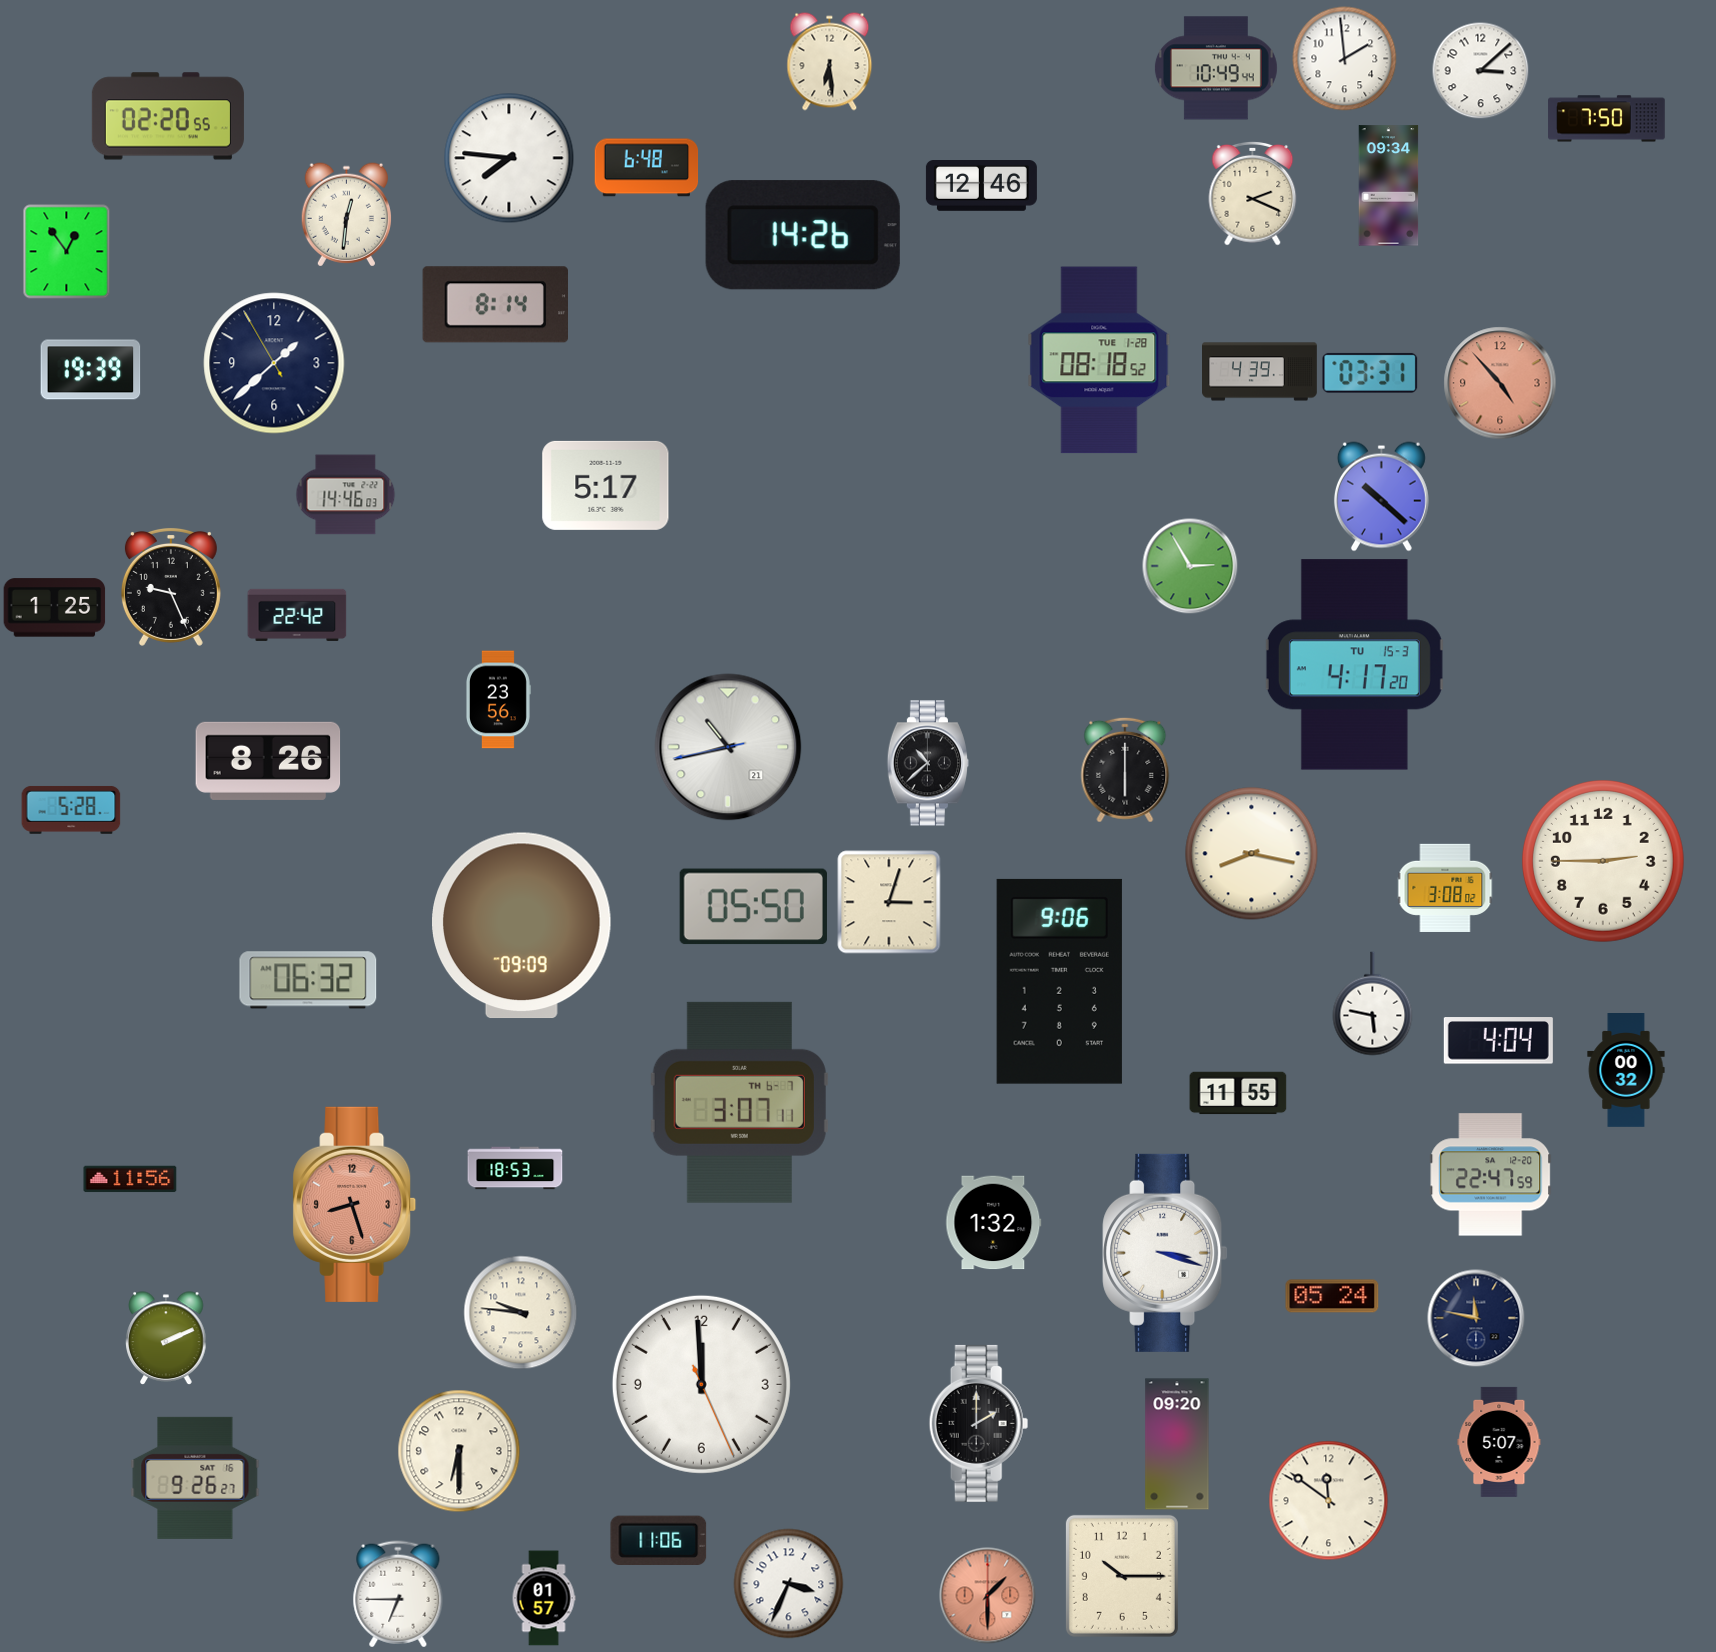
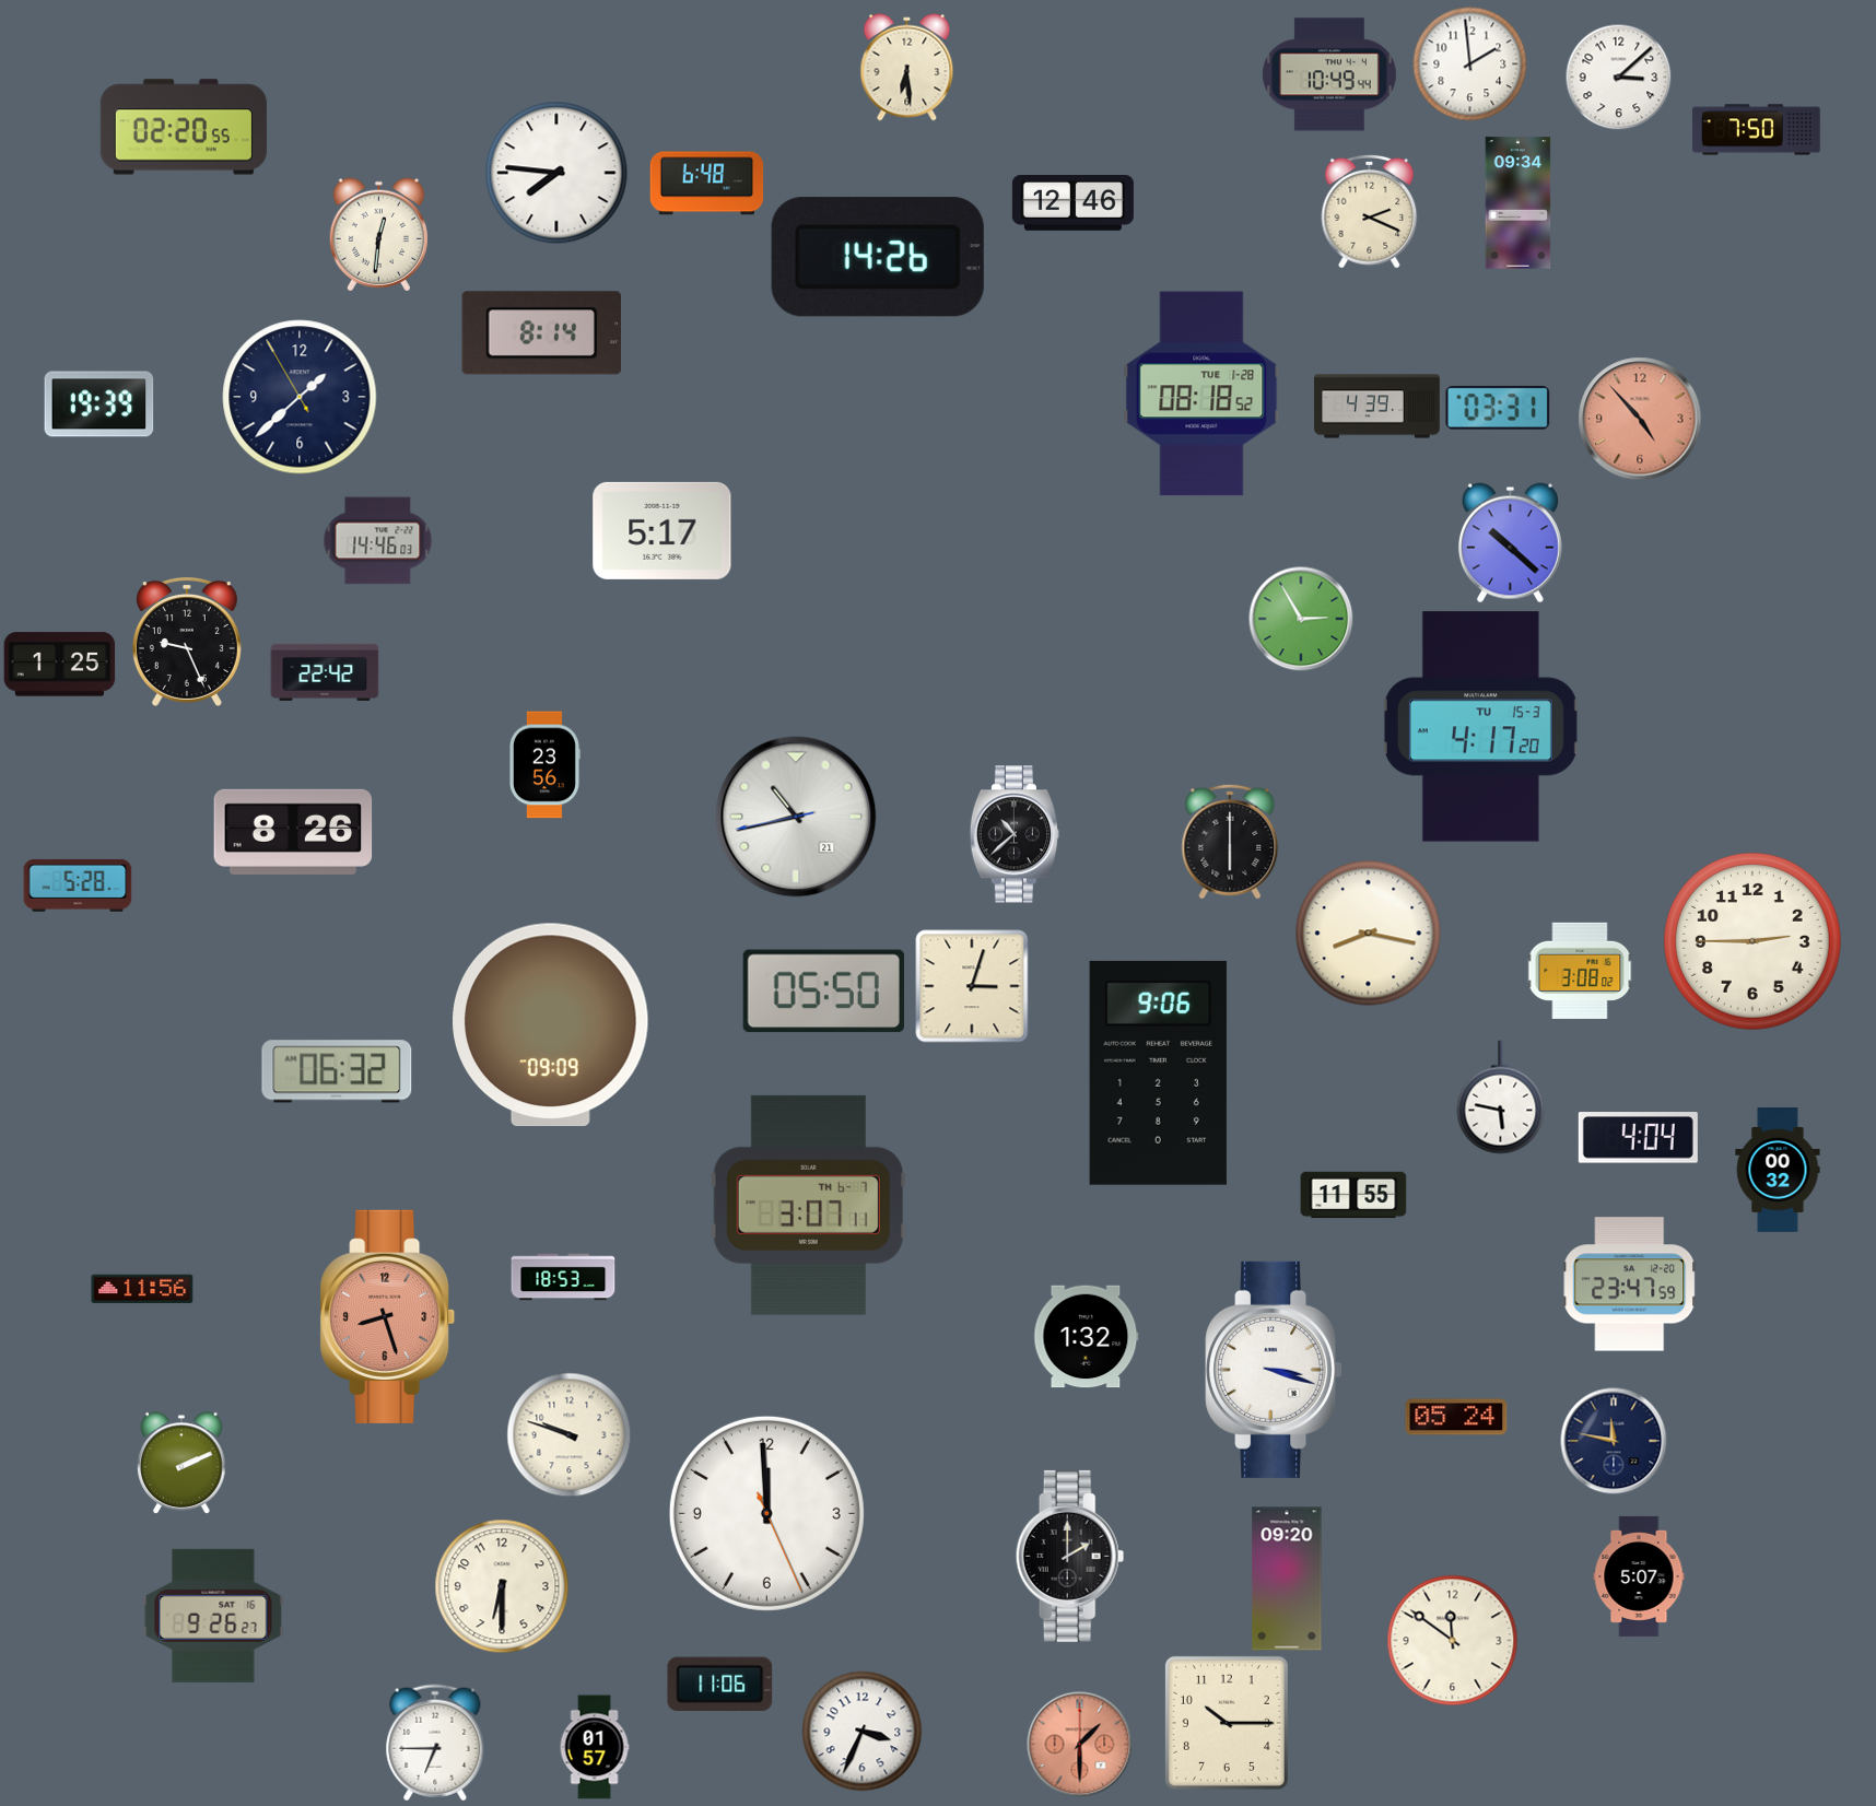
clock at (67, 252): 12:54 -> none
clock at (522, 926) position: (522, 926) -> (551, 1025)
clock at (1491, 1175): 22:47 -> 23:47
clock at (521, 1313): 9:46 -> 9:48
